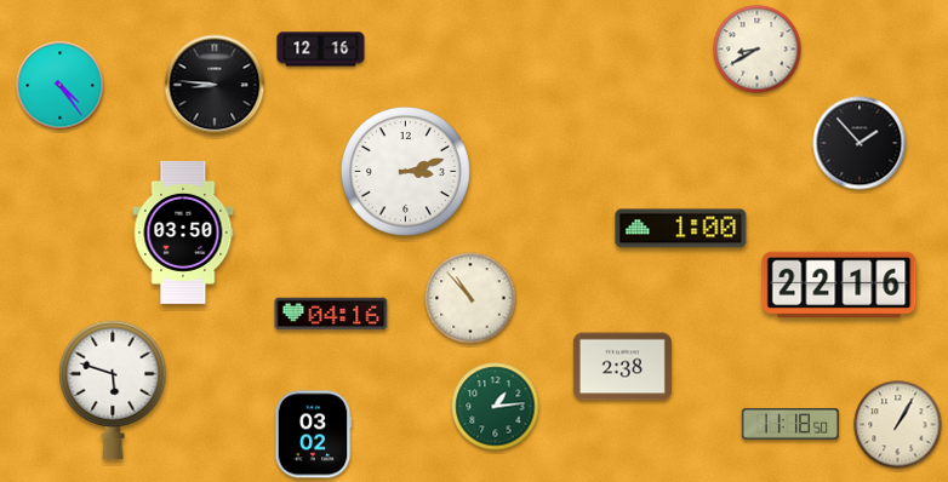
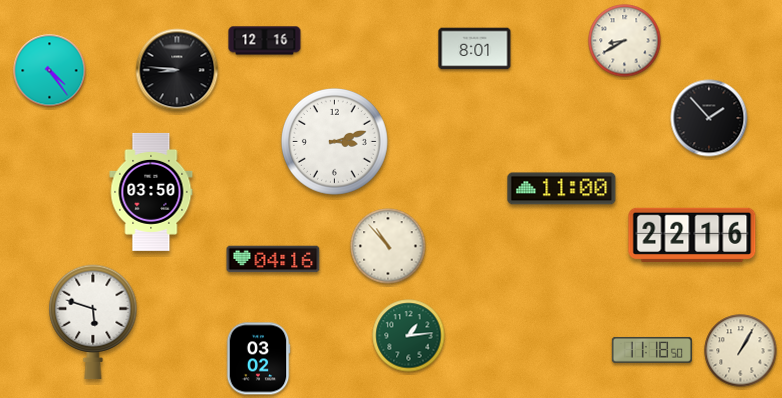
clock at (475, 49): none -> 8:01
clock at (681, 229): 1:00 -> 11:00
clock at (622, 367): 2:38 -> none
